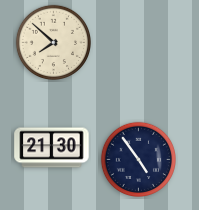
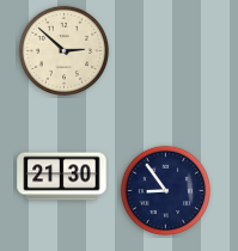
clock at (54, 43): 7:52 -> 2:52
clock at (139, 160): 4:54 -> 8:54
